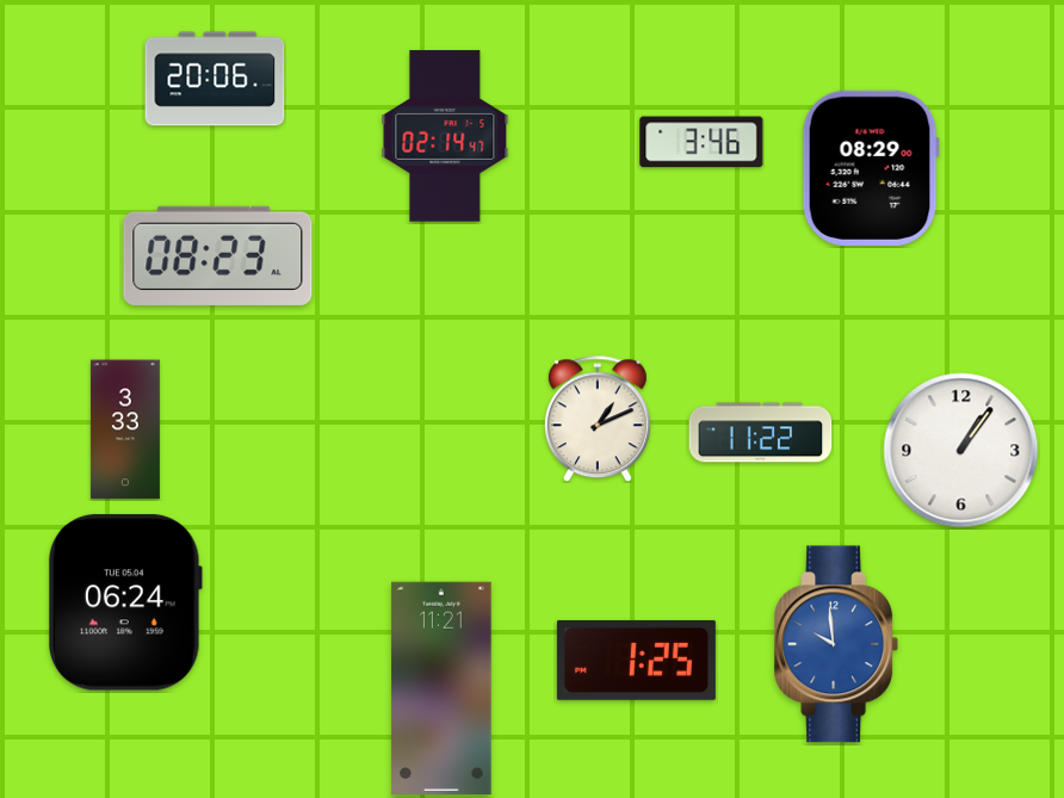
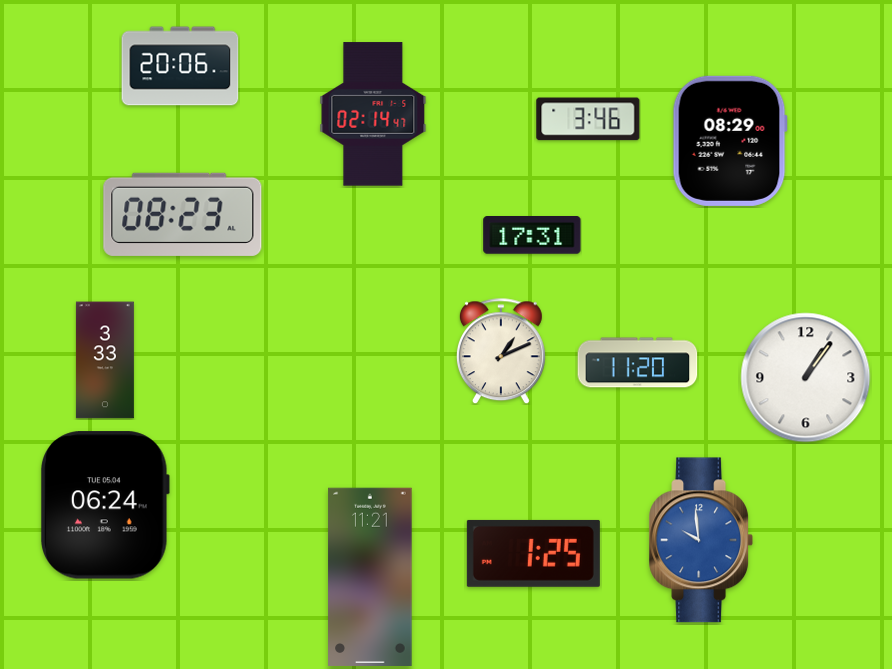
clock at (532, 235): none -> 17:31
clock at (761, 433): 11:22 -> 11:20
